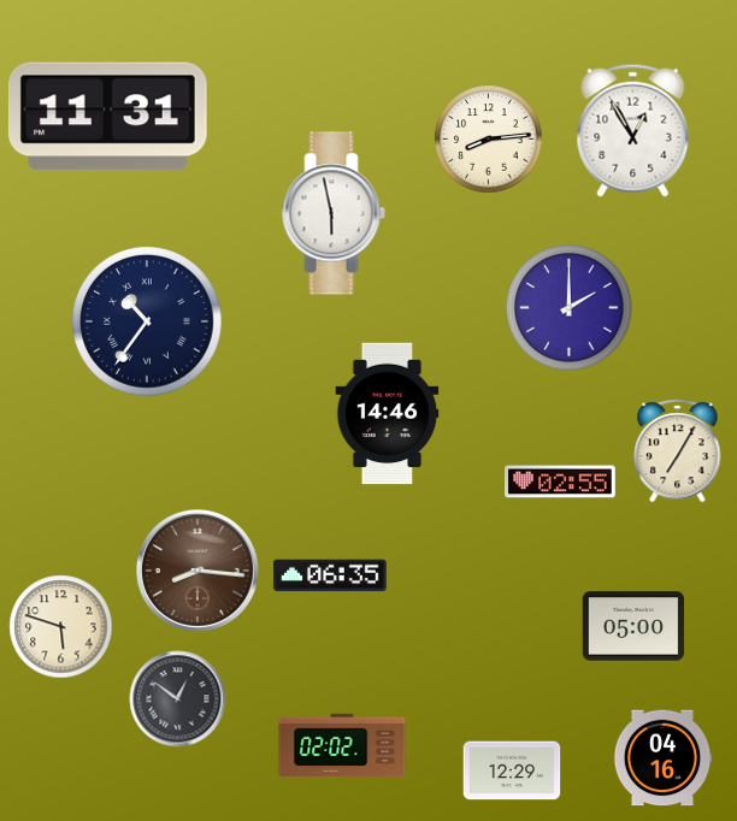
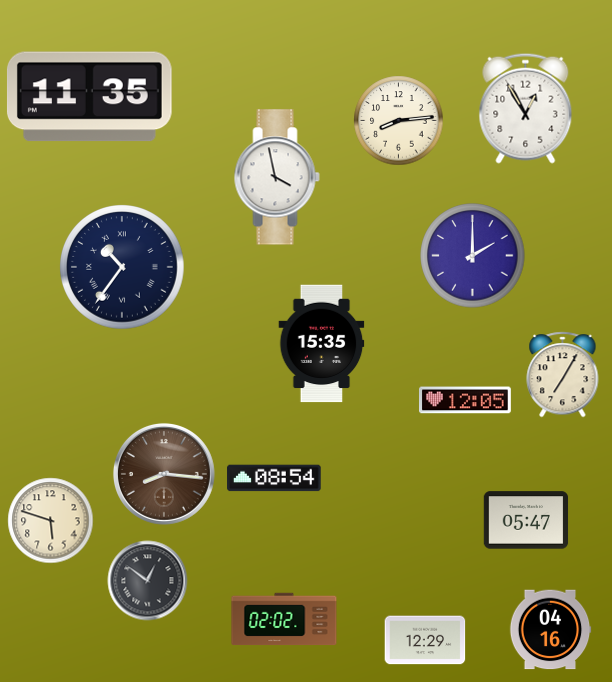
clock at (107, 117): 11:31 -> 11:35
clock at (489, 140) position: (489, 140) -> (399, 121)
clock at (334, 213): 5:58 -> 3:58
clock at (388, 414): 14:46 -> 15:35
clock at (561, 482): 02:55 -> 12:05
clock at (330, 575): 06:35 -> 08:54
clock at (633, 626): 05:00 -> 05:47
